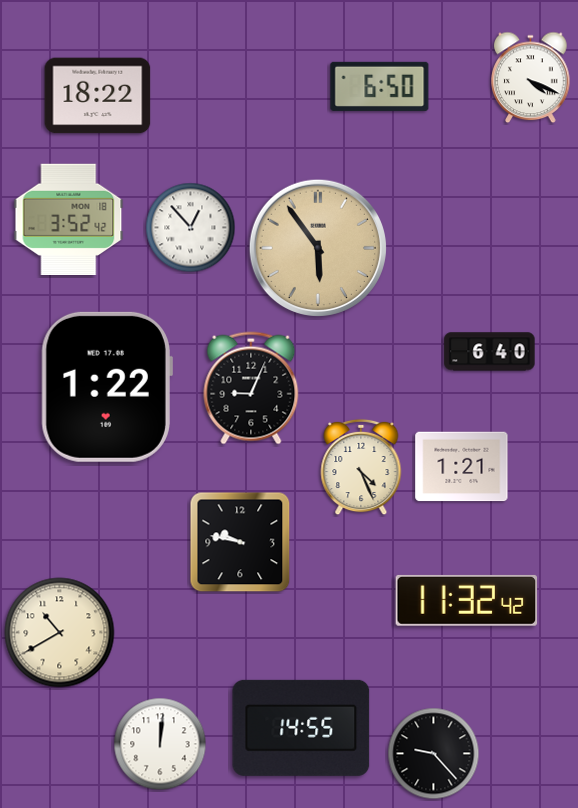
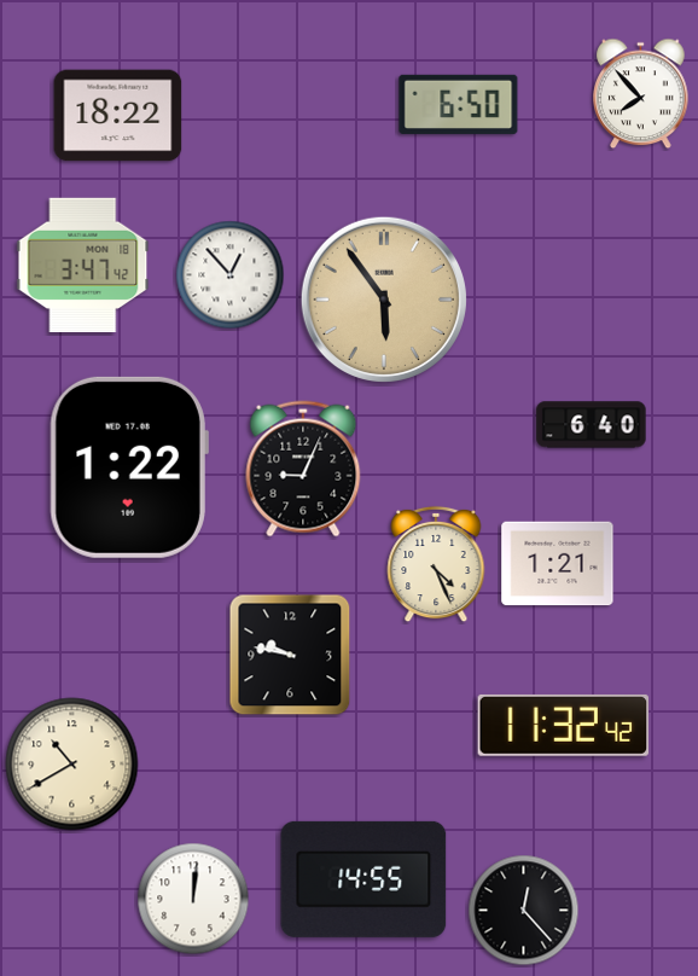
clock at (531, 78): 4:19 -> 7:53
clock at (69, 219): 3:52 -> 3:47
clock at (434, 754): 9:23 -> 12:23
